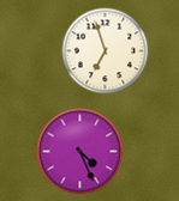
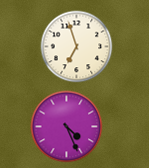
clock at (106, 51) position: (106, 51) -> (77, 47)
